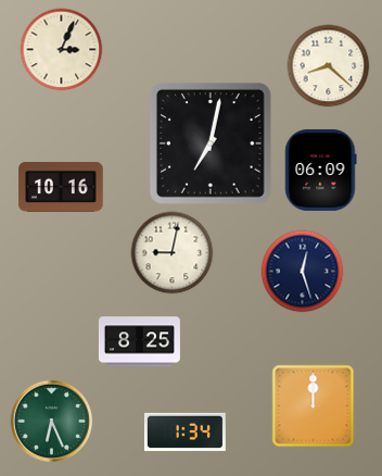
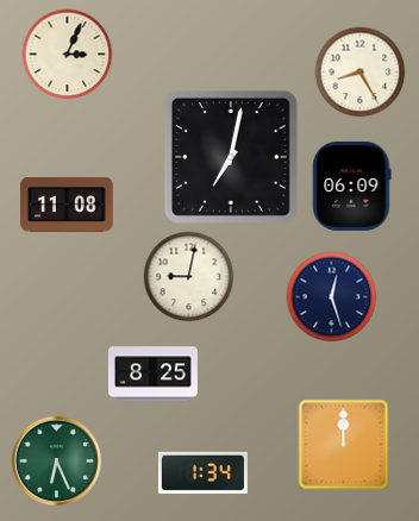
clock at (329, 66): 8:22 -> 8:25
clock at (61, 187): 10:16 -> 11:08
